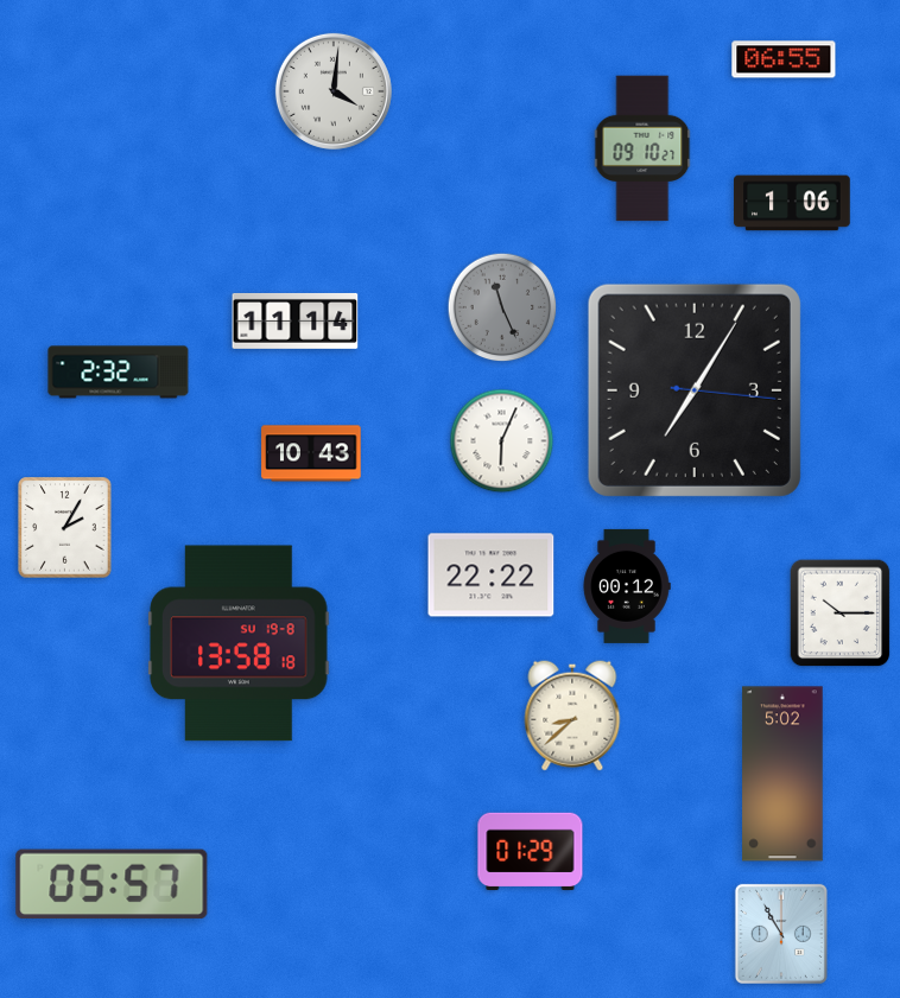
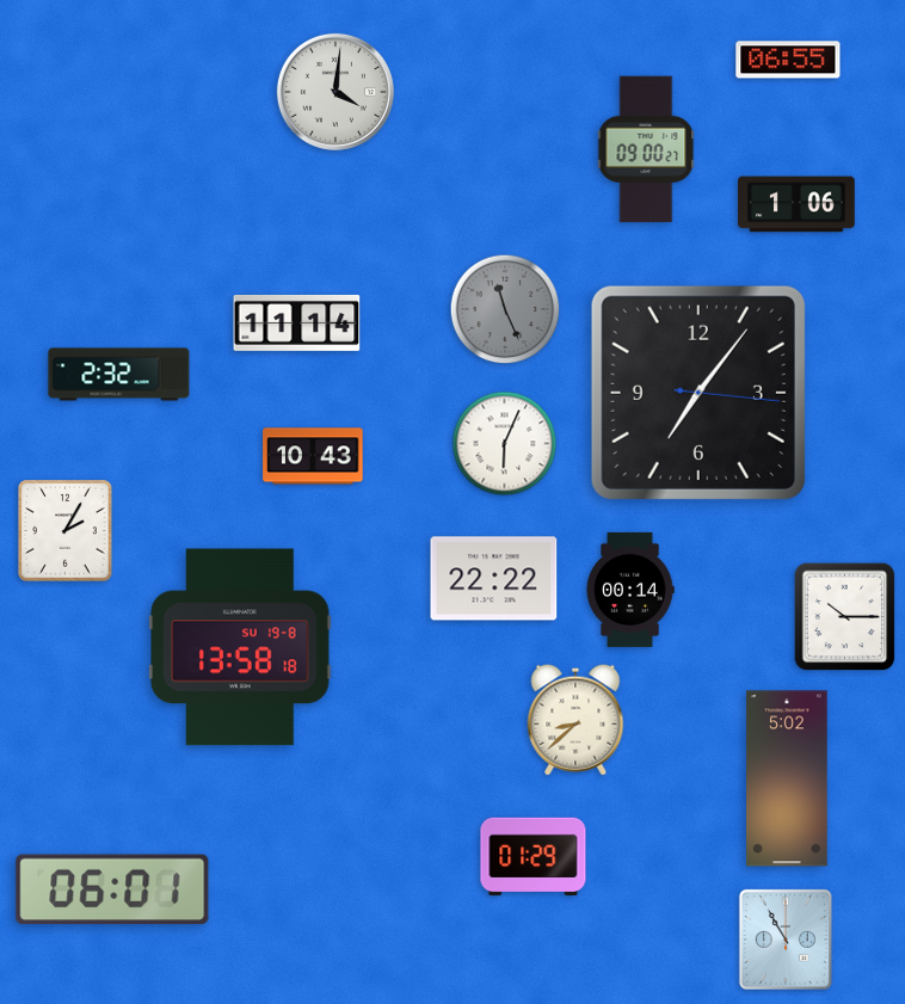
clock at (642, 148): 09:10 -> 09:00
clock at (695, 390): 7:05 -> 7:06
clock at (627, 586): 00:12 -> 00:14
clock at (112, 884): 05:57 -> 06:01
